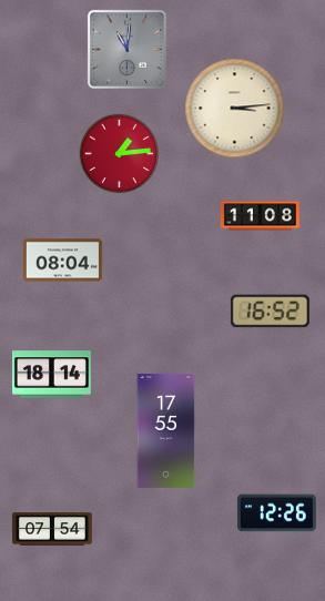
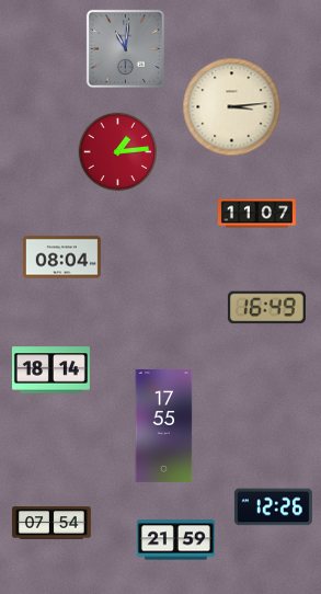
clock at (260, 216): 11:08 -> 11:07
clock at (270, 312): 16:52 -> 16:49
clock at (175, 540): none -> 21:59
